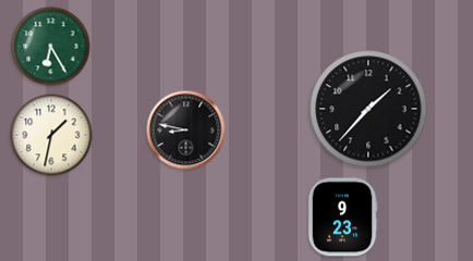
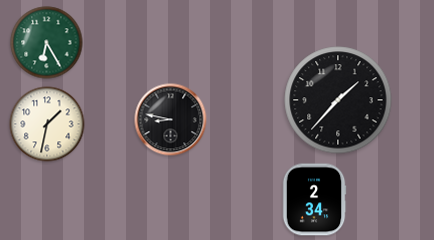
clock at (342, 217): 9:23 -> 2:34
